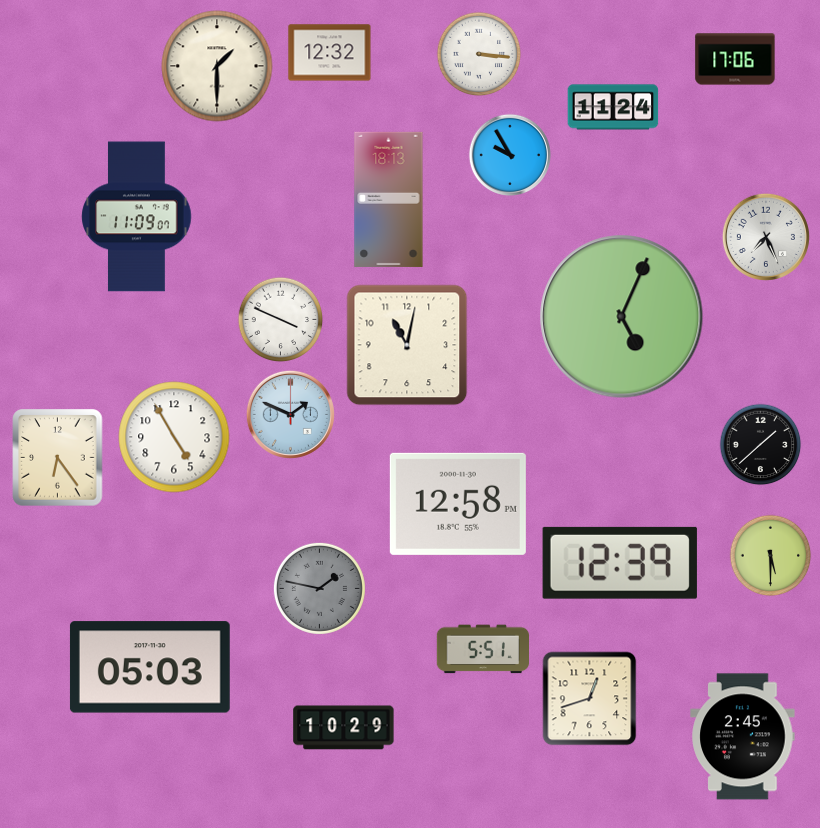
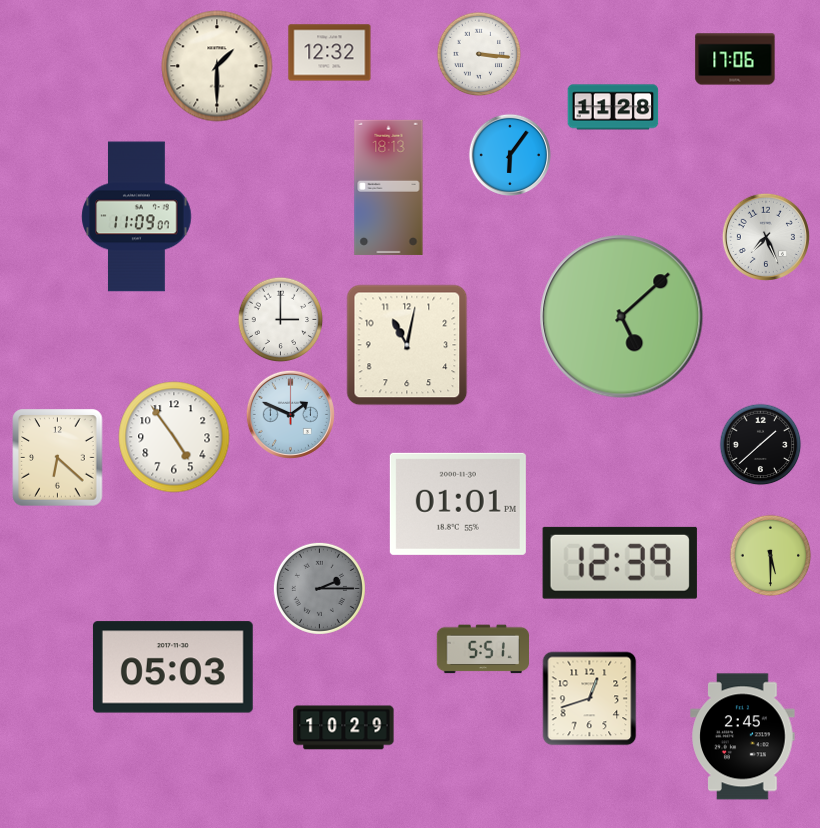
clock at (613, 107): 11:24 -> 11:28
clock at (510, 155): 9:55 -> 6:06
clock at (389, 199) position: (389, 199) -> (389, 187)
clock at (622, 317): 5:04 -> 5:08
clock at (281, 320): 3:49 -> 3:00
clock at (174, 437): 4:55 -> 4:54
clock at (58, 458): 6:24 -> 6:22
clock at (458, 504): 12:58 -> 01:01
clock at (319, 588): 1:47 -> 2:15
clock at (150, 667) position: (150, 667) -> (173, 667)
